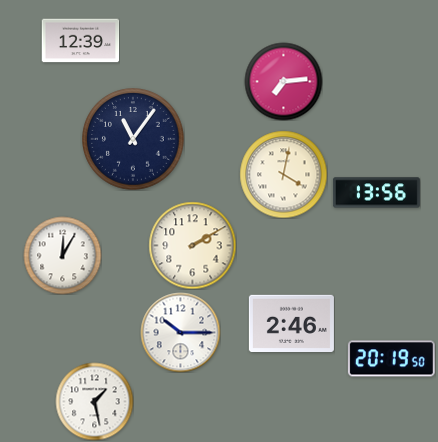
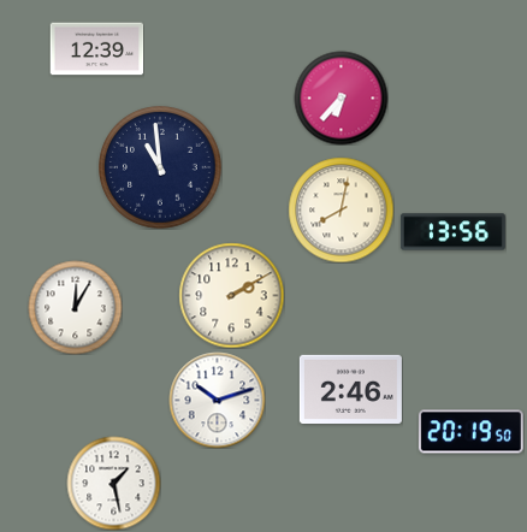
clock at (283, 81): 7:14 -> 6:37
clock at (133, 139): 11:06 -> 10:59
clock at (283, 174): 4:02 -> 8:02
clock at (180, 332): 10:15 -> 10:12
